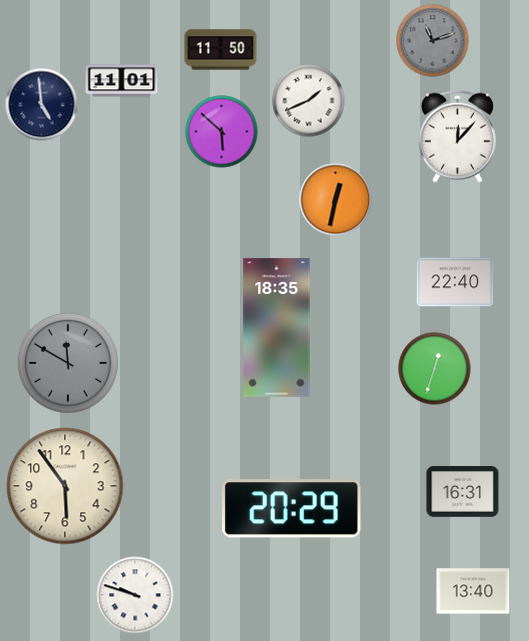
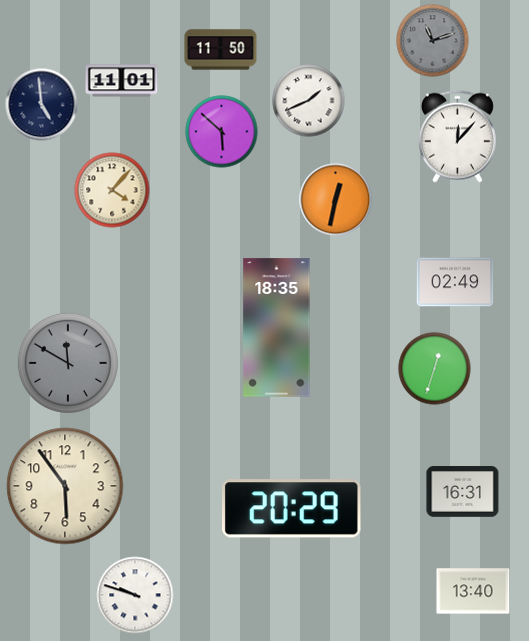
clock at (112, 190): none -> 4:07
clock at (455, 282): 22:40 -> 02:49
